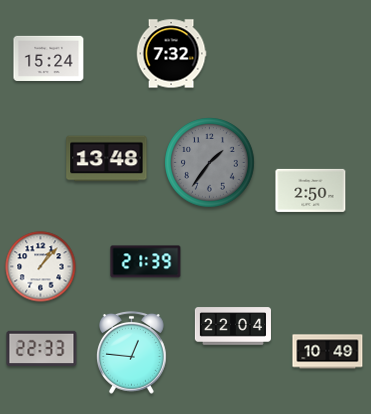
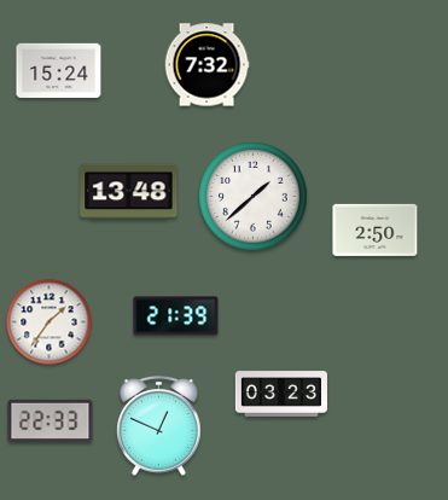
clock at (210, 163): 1:36 -> 1:38
clock at (210, 163) dial: grey -> white
clock at (41, 267): 1:07 -> 1:36
clock at (233, 326): 22:04 -> 03:23
clock at (132, 352): 12:46 -> 12:49
clock at (328, 352): 10:49 -> none
